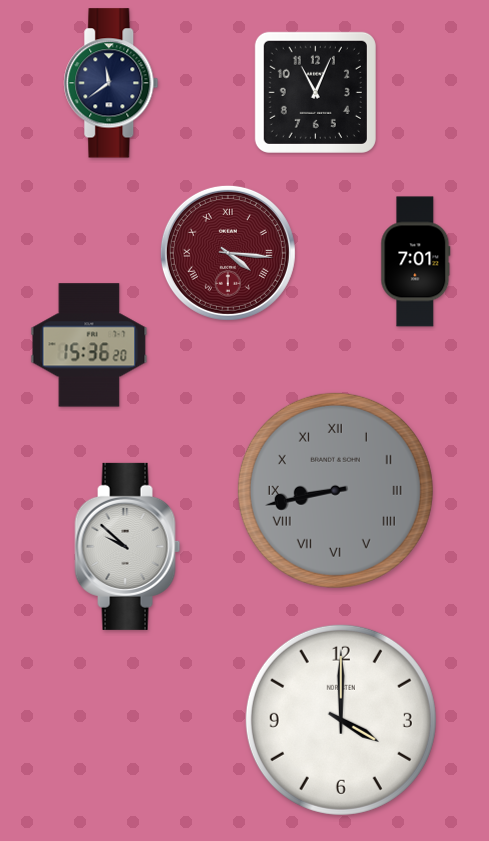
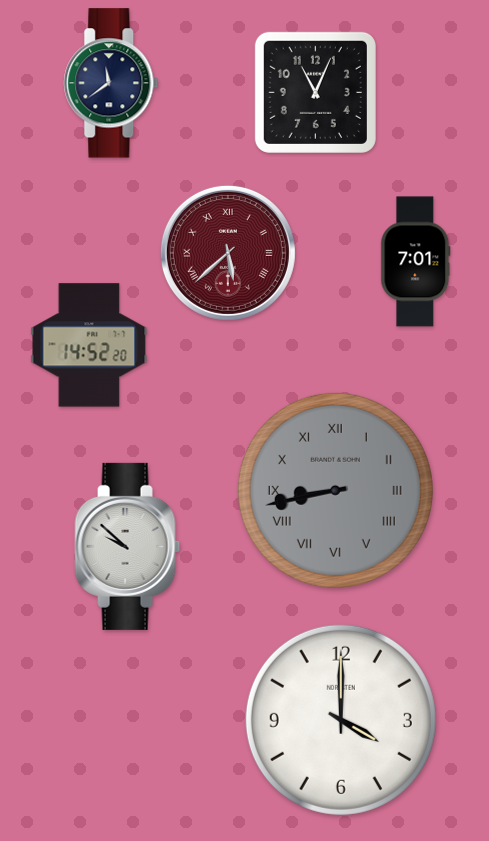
clock at (228, 253): 4:16 -> 5:38
clock at (89, 345): 15:36 -> 14:52
